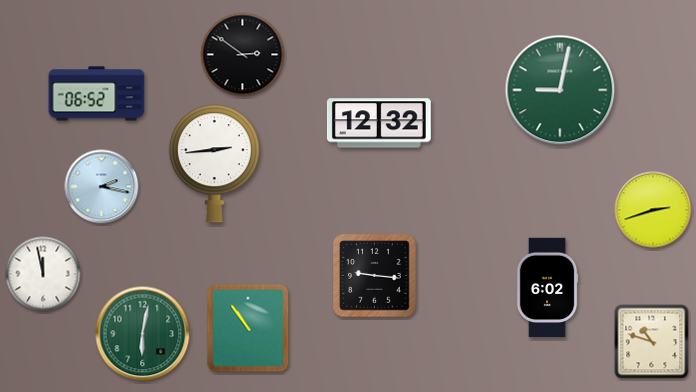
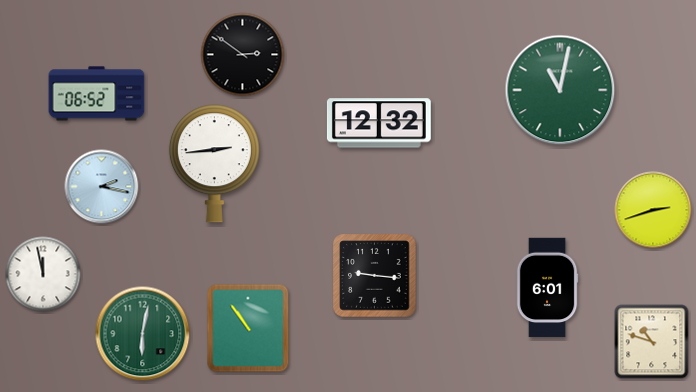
clock at (560, 90): 9:02 -> 11:02
clock at (547, 288): 6:02 -> 6:01
